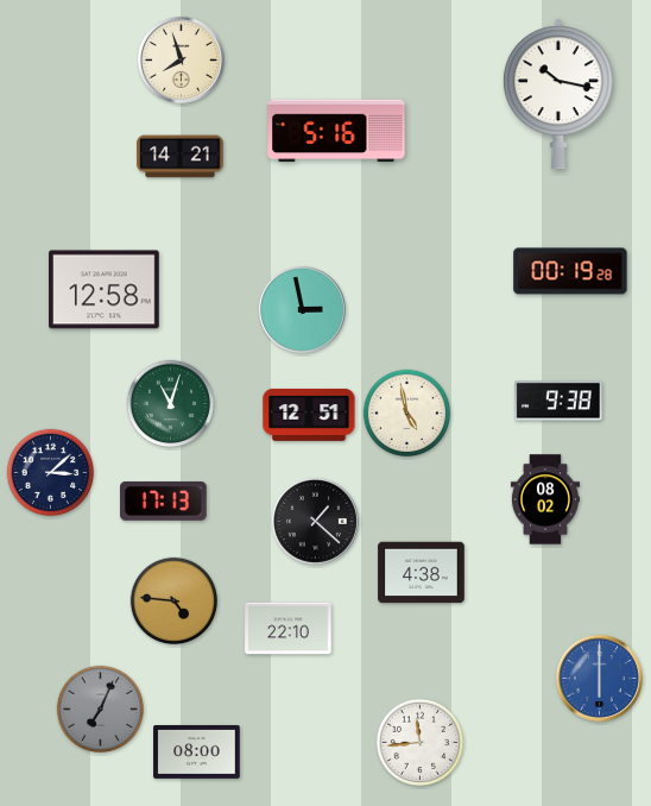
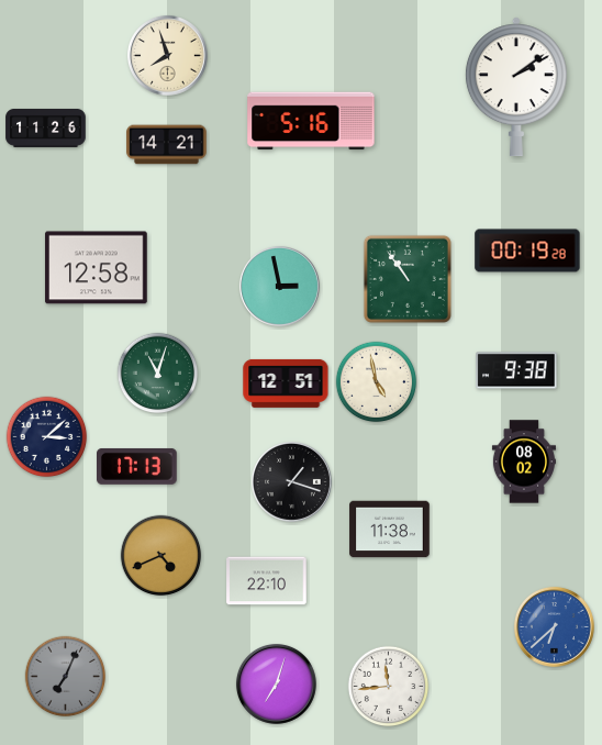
clock at (558, 94): 10:17 -> 2:09
clock at (46, 127): none -> 11:26
clock at (408, 279): none -> 10:54
clock at (545, 499) position: (545, 499) -> (524, 462)
clock at (164, 500) position: (164, 500) -> (137, 466)
clock at (315, 521): 1:22 -> 1:18
clock at (422, 573): 4:38 -> 11:38
clock at (175, 602): 4:46 -> 4:41
clock at (599, 678): 6:00 -> 6:38
clock at (101, 710) position: (101, 710) -> (66, 677)
clock at (276, 683): none -> 7:03
clock at (197, 753): 08:00 -> none
